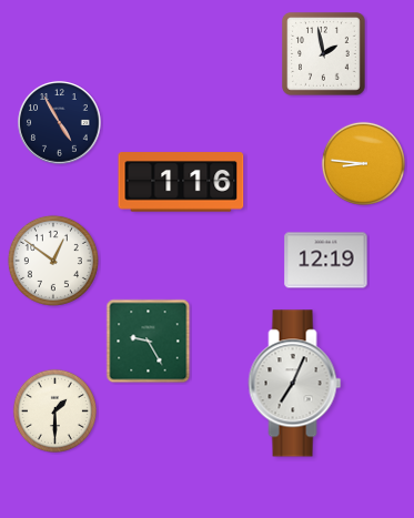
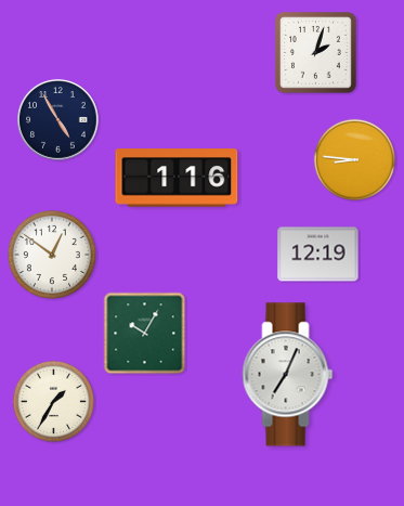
clock at (324, 54): 1:58 -> 2:03
clock at (149, 342): 9:25 -> 10:05
clock at (54, 410): 1:30 -> 1:35
